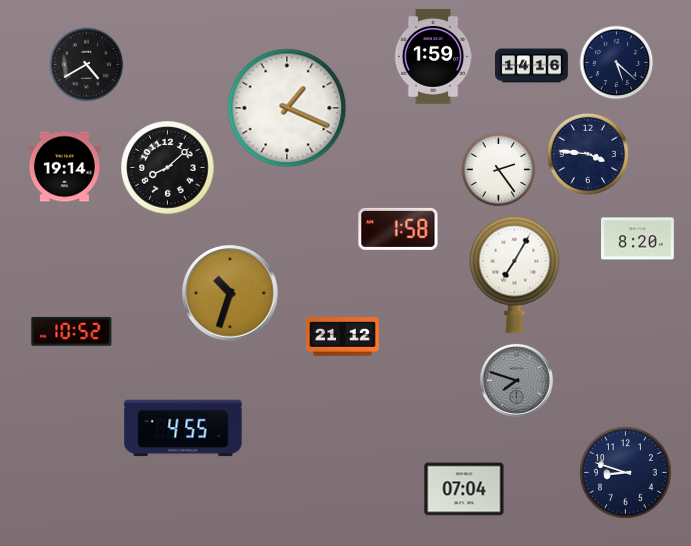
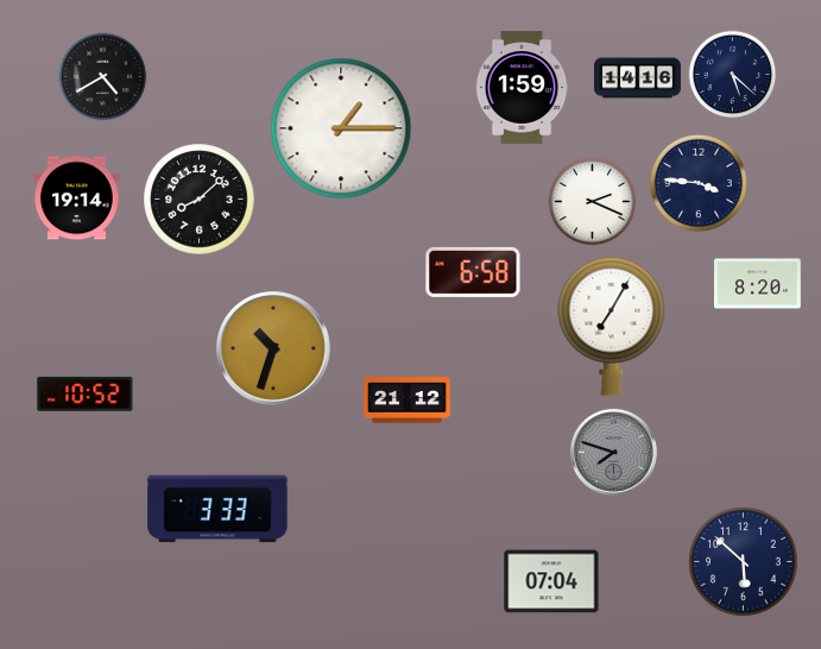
clock at (433, 57) position: (433, 57) -> (522, 88)
clock at (532, 66) position: (532, 66) -> (638, 78)
clock at (287, 108): 1:19 -> 1:15
clock at (499, 170): 2:24 -> 2:19
clock at (398, 229): 1:58 -> 6:58
clock at (183, 428): 4:55 -> 3:33
clock at (626, 473): 8:48 -> 5:52
